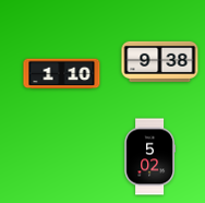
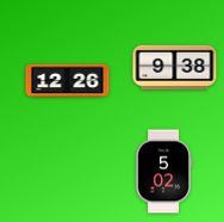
clock at (62, 74): 1:10 -> 12:26
